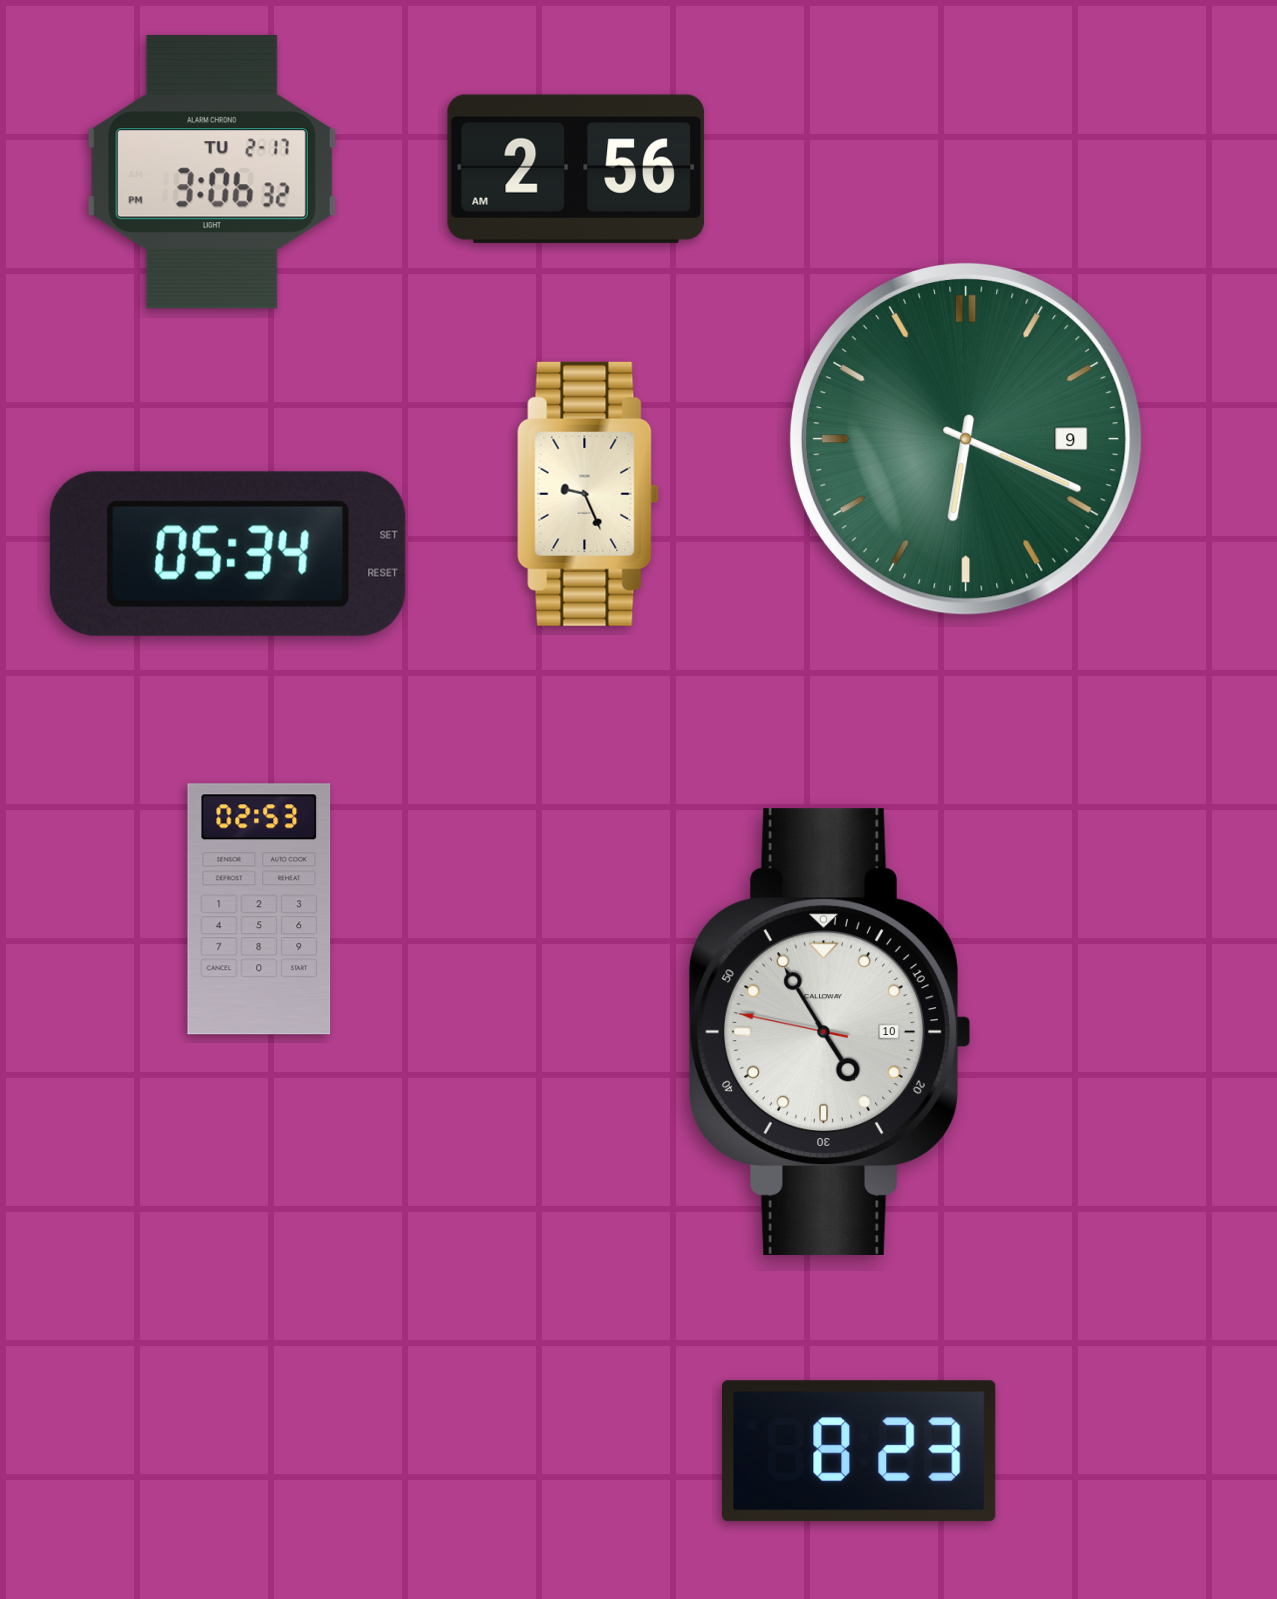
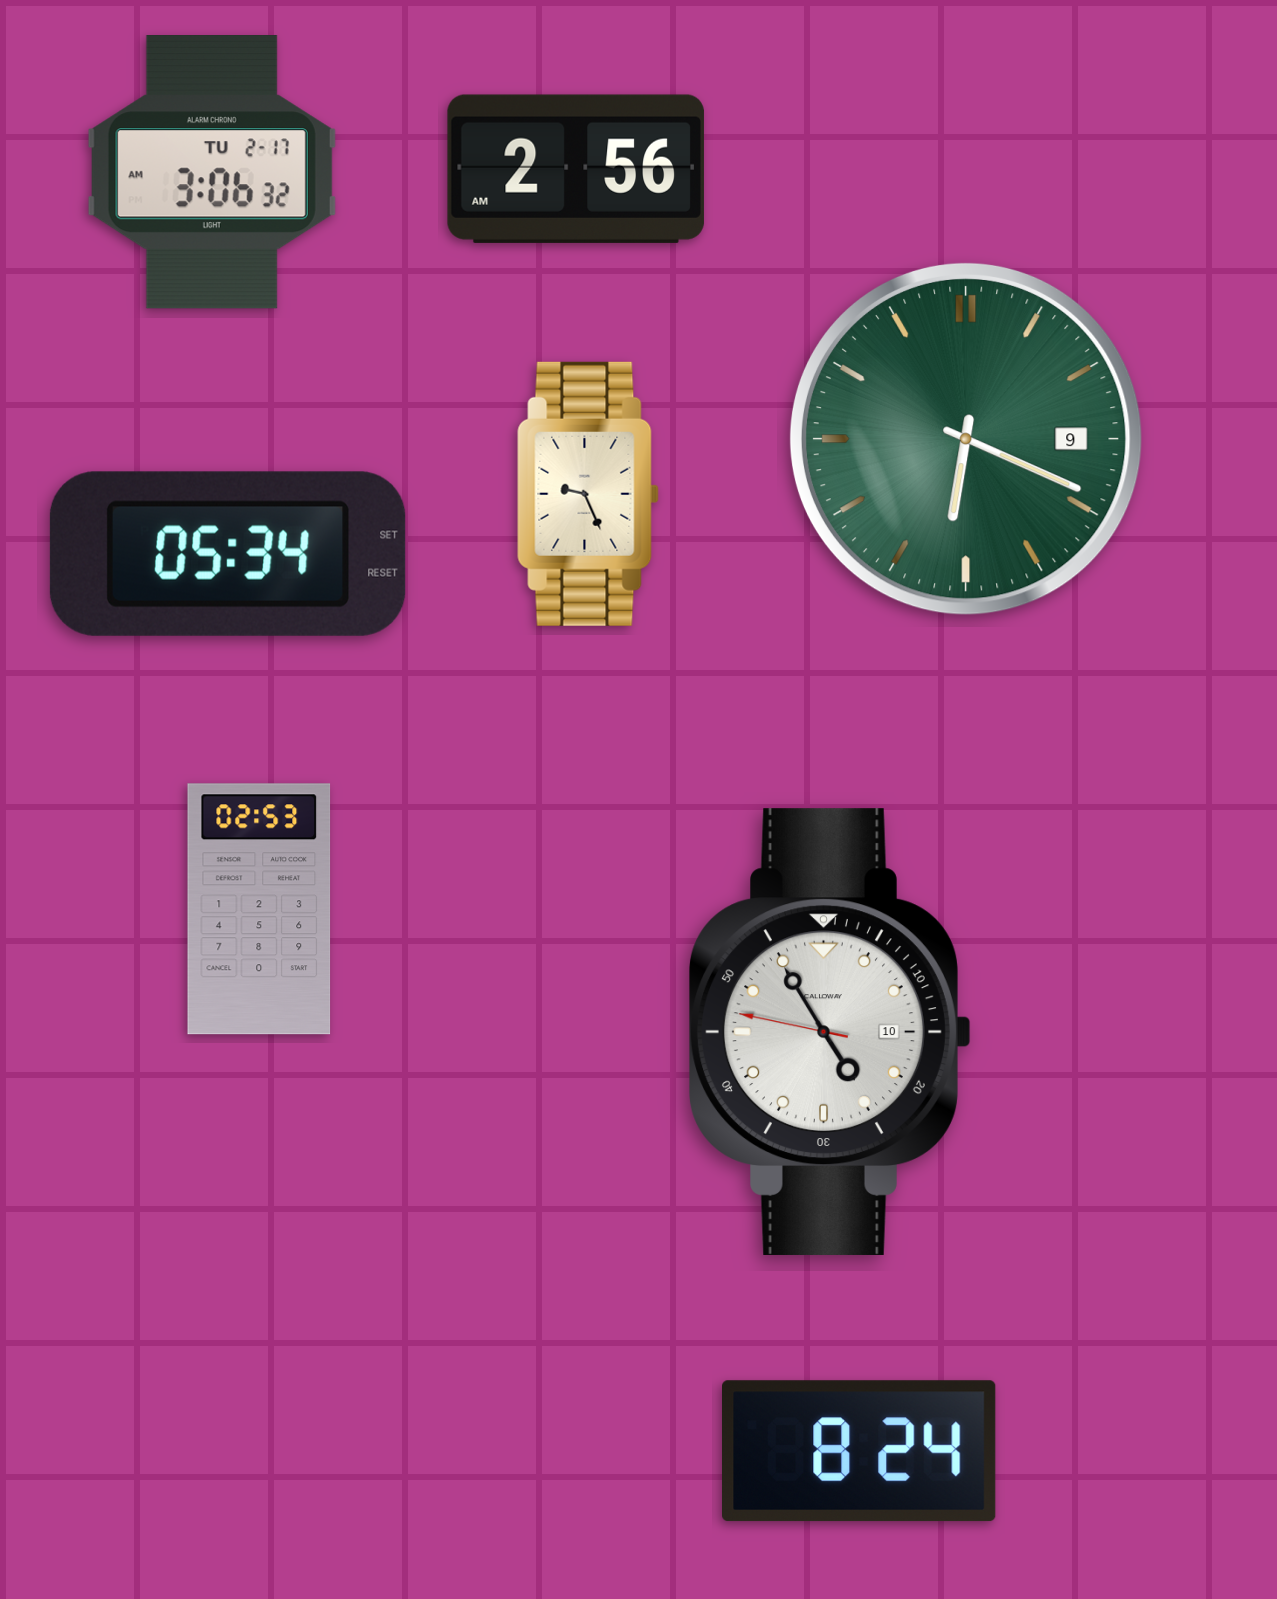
clock at (212, 172): 3:06:32 PM -> 3:06:32 AM
clock at (860, 1451): 8:23 -> 8:24
